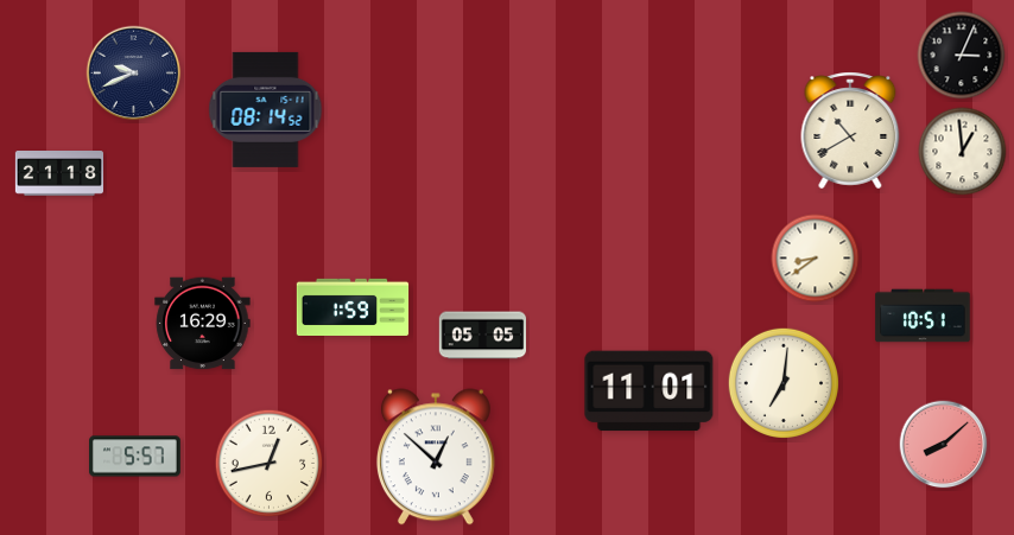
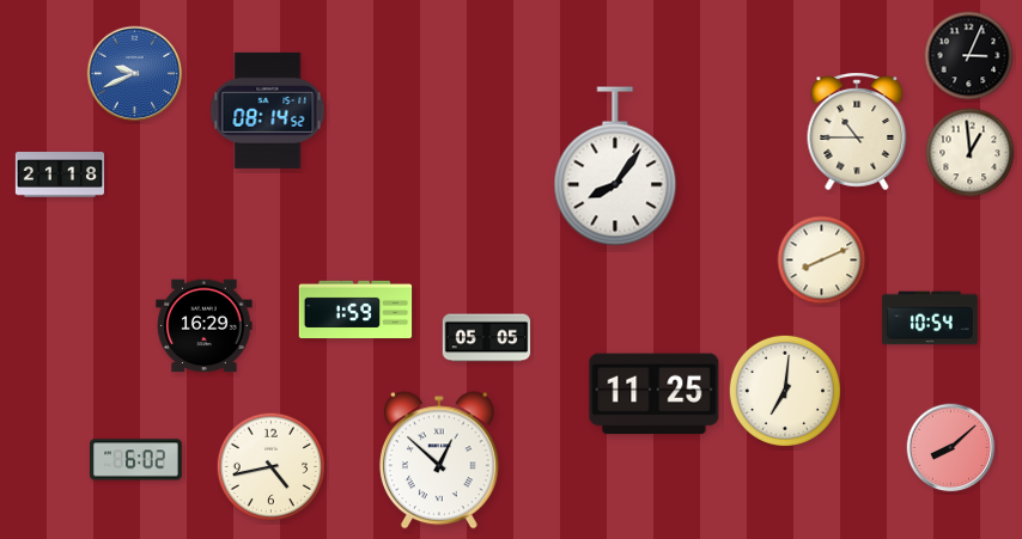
clock at (134, 74) dial: navy -> blue
clock at (850, 130): 10:40 -> 10:45
clock at (615, 166): none -> 8:06
clock at (816, 259): 8:39 -> 8:11
clock at (923, 316): 10:51 -> 10:54
clock at (784, 382) position: (784, 382) -> (785, 390)
clock at (649, 391): 11:01 -> 11:25
clock at (135, 457): 5:57 -> 6:02
clock at (270, 464): 12:43 -> 4:43
